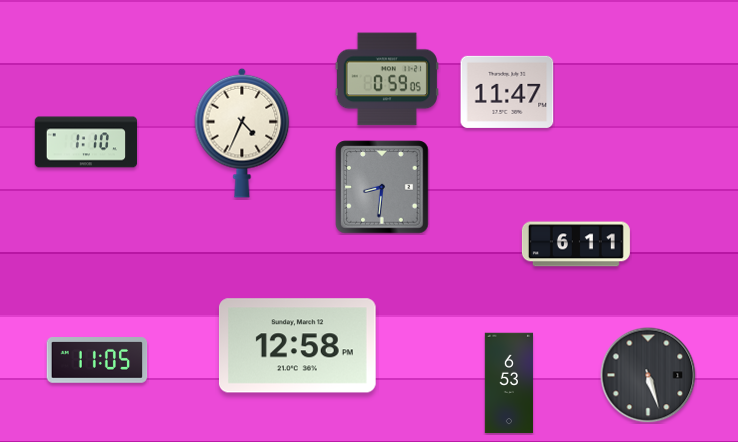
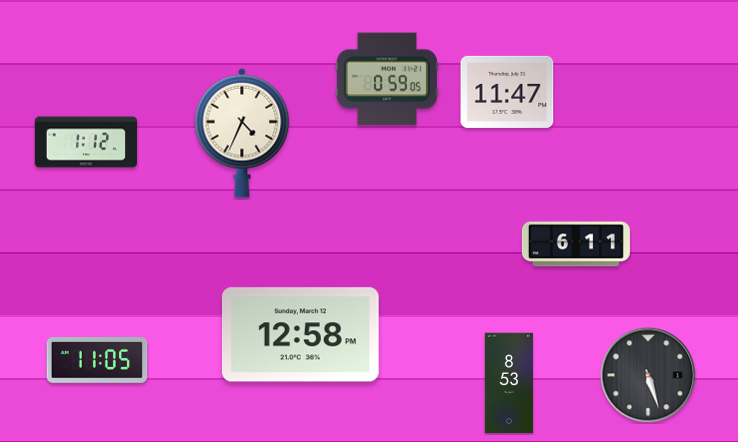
clock at (86, 142): 1:10 -> 1:12
clock at (382, 187): 8:31 -> none
clock at (297, 346) position: (297, 346) -> (300, 335)
clock at (509, 383): 6:53 -> 8:53
